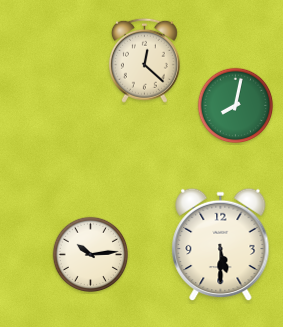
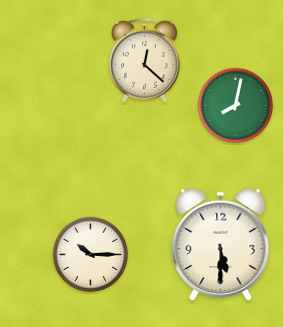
clock at (91, 255): 10:14 -> 10:15
